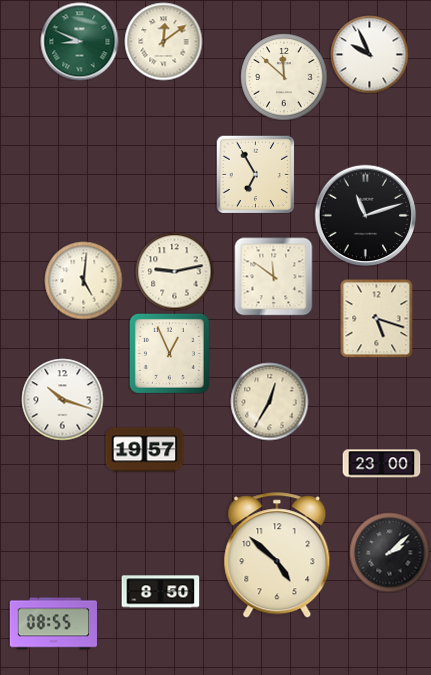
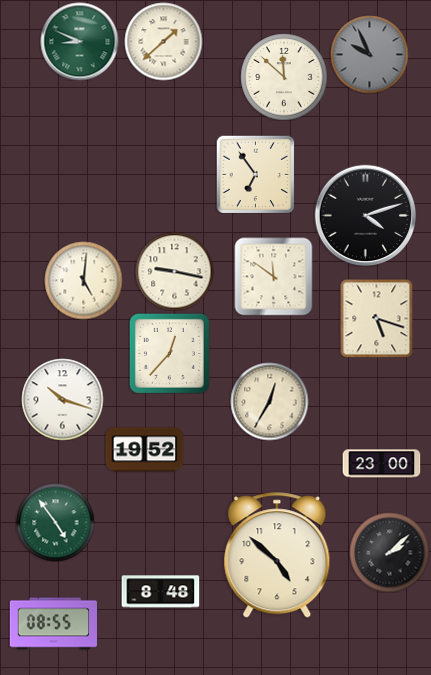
clock at (163, 41): 12:09 -> 1:38
clock at (369, 54) dial: white -> grey
clock at (255, 174): 6:55 -> 6:54
clock at (365, 215): 11:12 -> 4:12
clock at (174, 271): 9:13 -> 9:17
clock at (169, 353): 12:56 -> 12:37
clock at (144, 450): 19:57 -> 19:52
clock at (55, 522): none -> 4:54
clock at (160, 592): 8:50 -> 8:48
